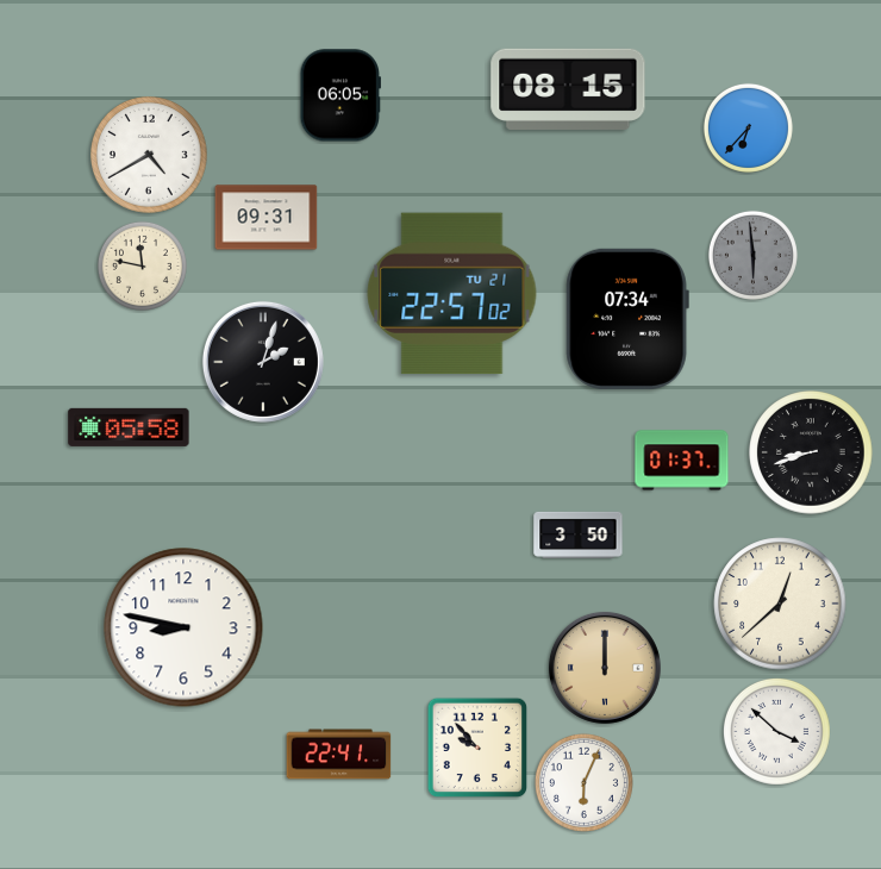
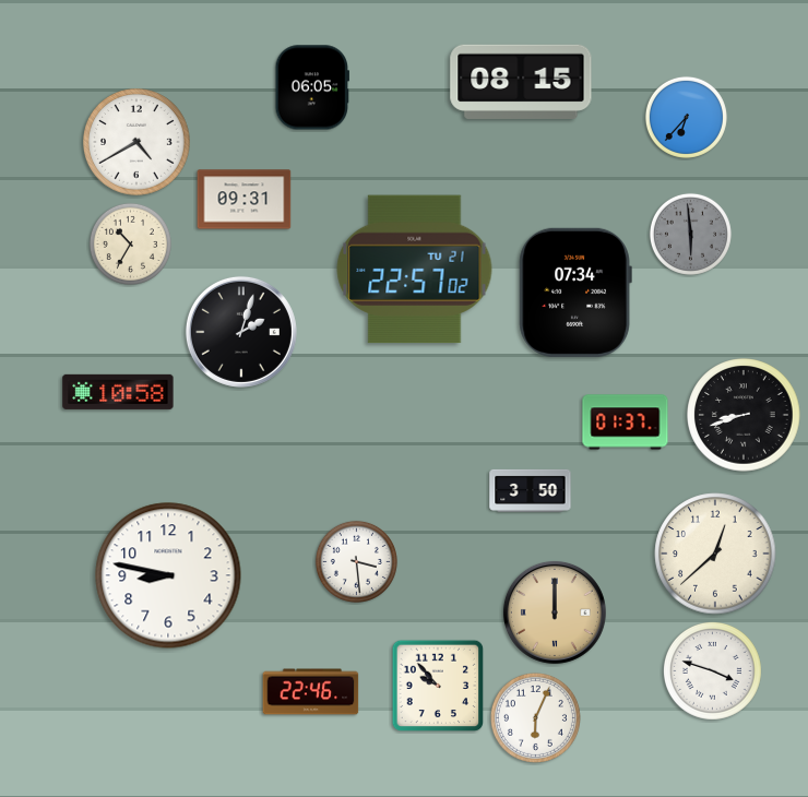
clock at (142, 265): 11:47 -> 10:35
clock at (129, 427): 05:58 -> 10:58
clock at (356, 561): none -> 3:29
clock at (776, 731): 3:52 -> 3:48
clock at (339, 755): 22:41 -> 22:46
